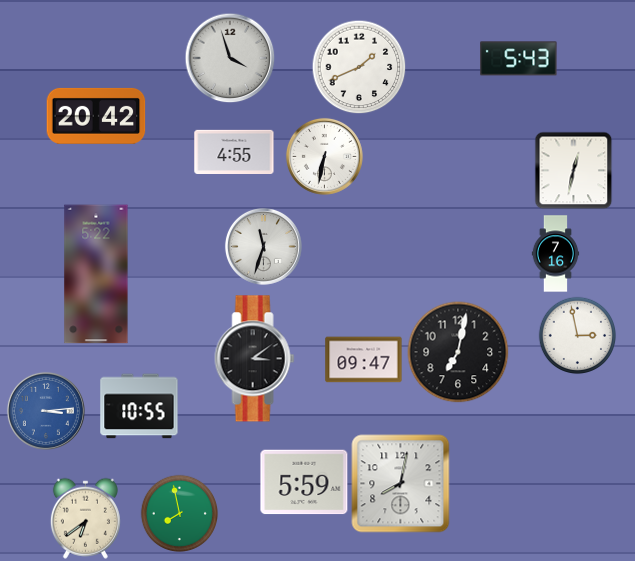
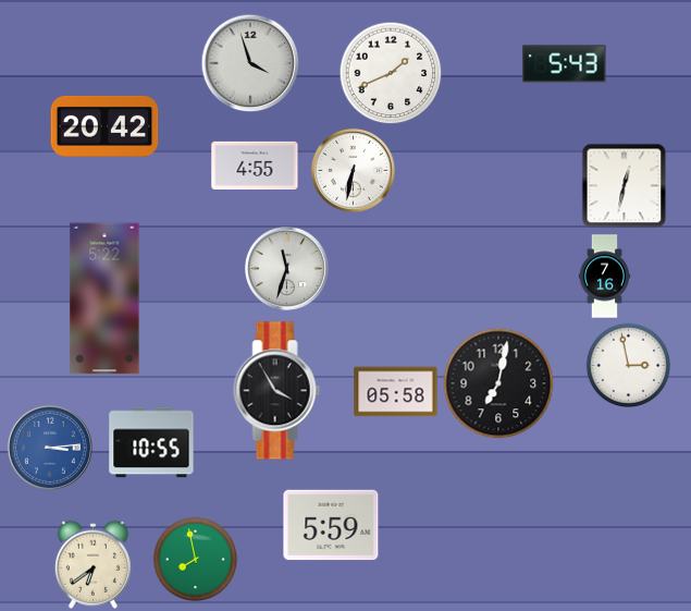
clock at (255, 359): 3:09 -> 3:55
clock at (364, 360): 09:47 -> 05:58
clock at (401, 484): 8:02 -> none
